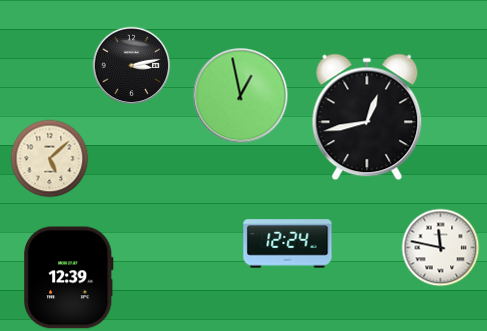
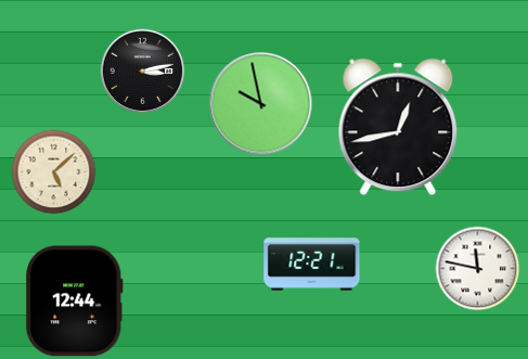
clock at (240, 95): 12:58 -> 9:58
clock at (288, 244): 12:24 -> 12:21
clock at (69, 278): 12:39 -> 12:44
